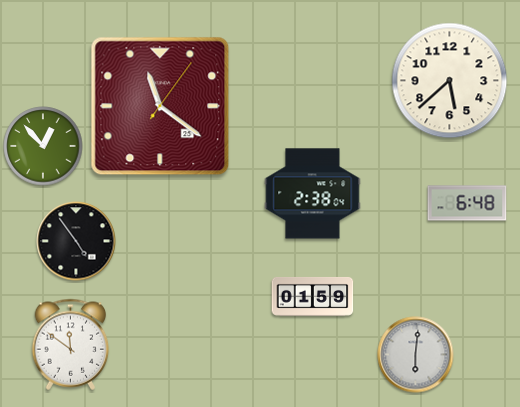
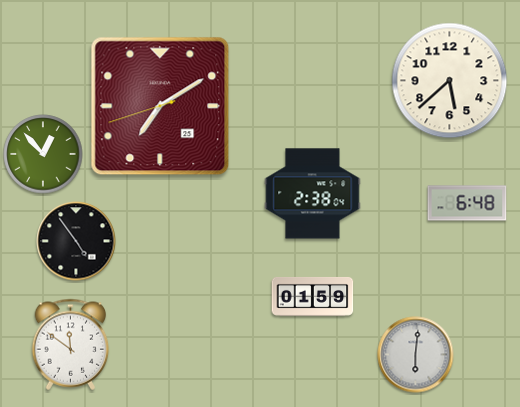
clock at (160, 106): 11:21 -> 7:09
clock at (43, 146) position: (43, 146) -> (43, 154)
